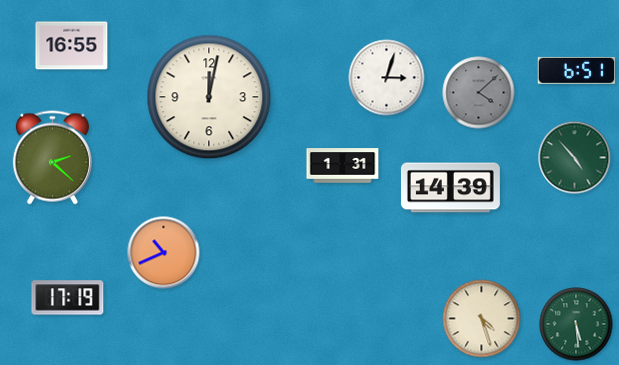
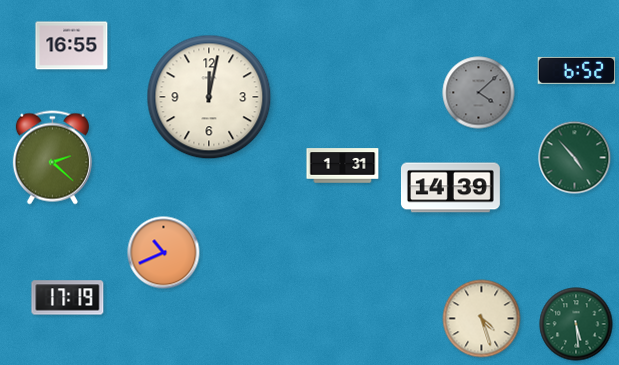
clock at (577, 70): 6:51 -> 6:52
clock at (387, 78): 3:03 -> none
